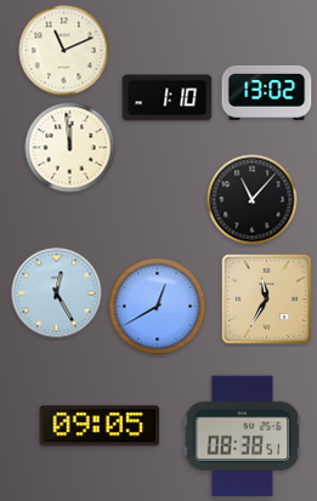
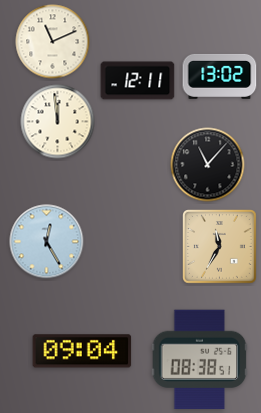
clock at (168, 98): 1:10 -> 12:11
clock at (158, 307): 12:40 -> none
clock at (100, 426): 09:05 -> 09:04
